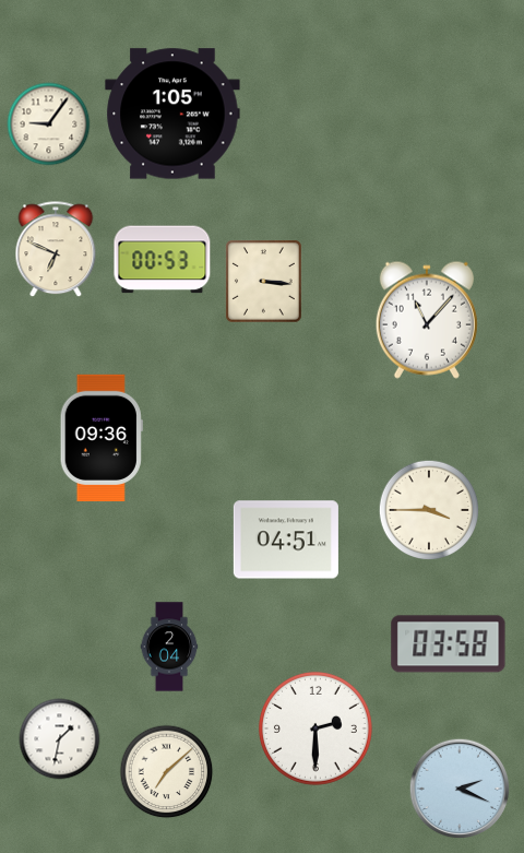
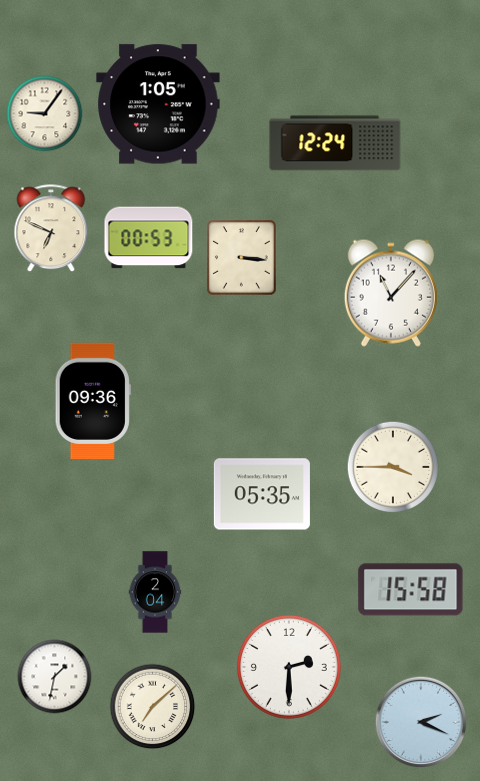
clock at (335, 143): none -> 12:24
clock at (286, 540): 04:51 -> 05:35
clock at (449, 644): 03:58 -> 15:58
